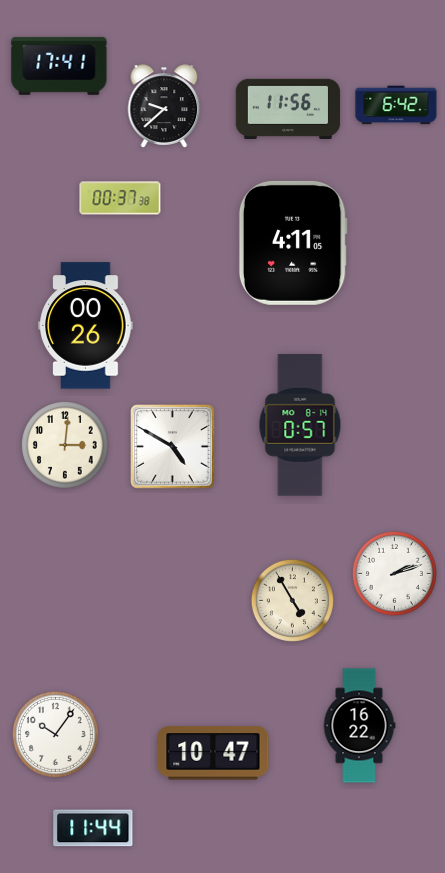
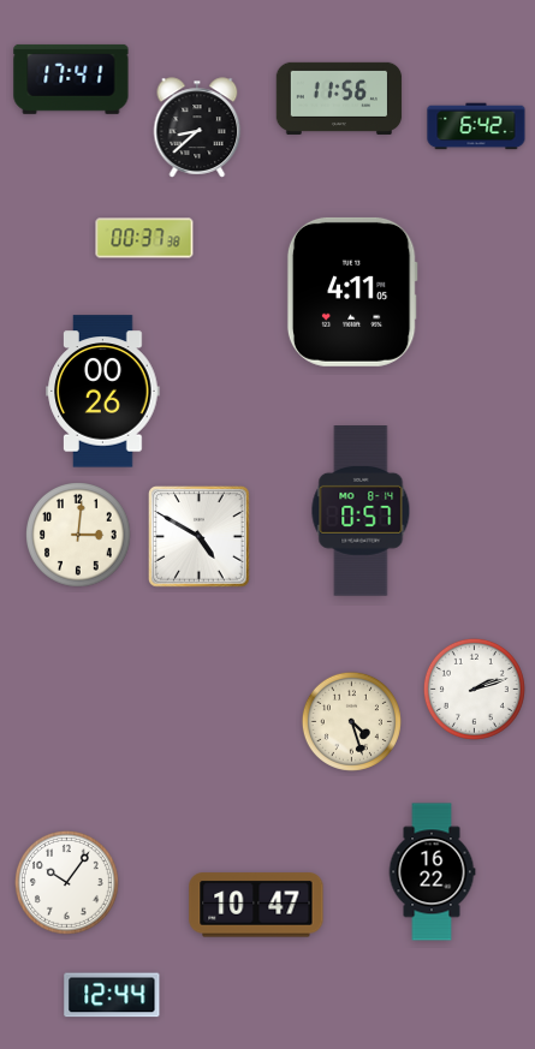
clock at (164, 106): 9:38 -> 8:38
clock at (288, 109) position: (288, 109) -> (339, 99)
clock at (173, 447) position: (173, 447) -> (200, 537)
clock at (292, 600): 4:55 -> 4:27
clock at (93, 828): 11:44 -> 12:44
